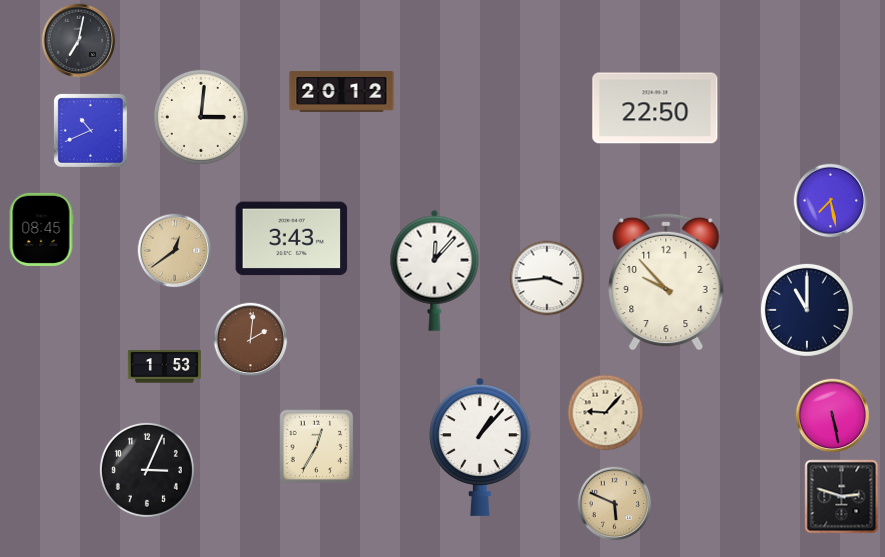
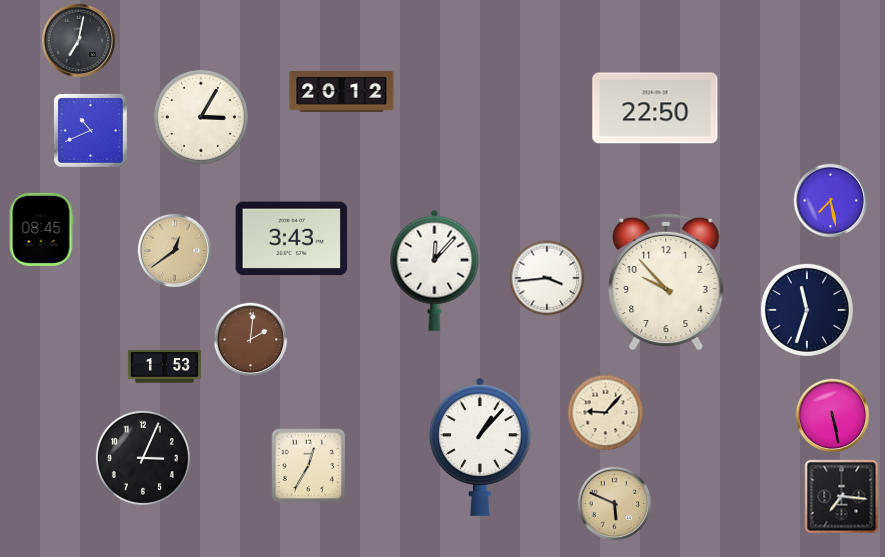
clock at (201, 117): 3:01 -> 3:05
clock at (807, 310): 11:00 -> 11:33
clock at (317, 447) position: (317, 447) -> (309, 466)
clock at (147, 470) position: (147, 470) -> (143, 458)
clock at (842, 497): 2:48 -> 7:16
